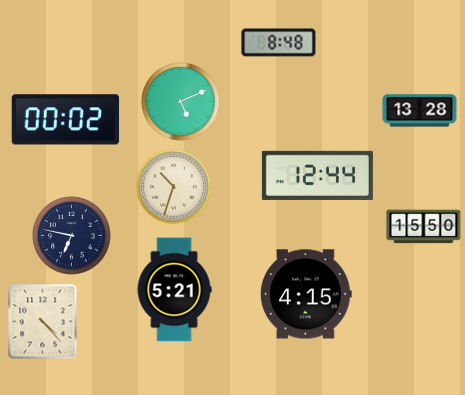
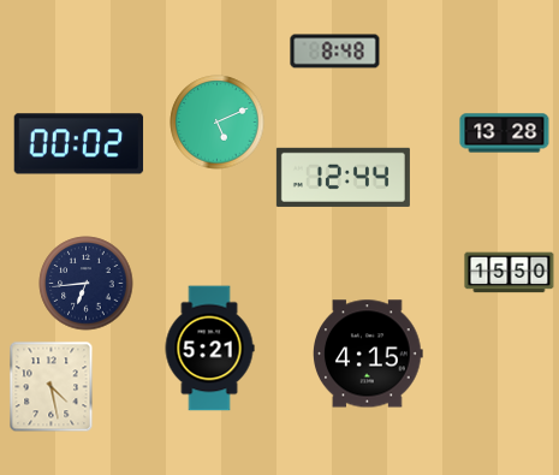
clock at (317, 175) position: (317, 175) -> (343, 177)
clock at (174, 187): 10:33 -> none
clock at (72, 236): 6:47 -> 6:44
clock at (43, 322): 4:23 -> 4:28
